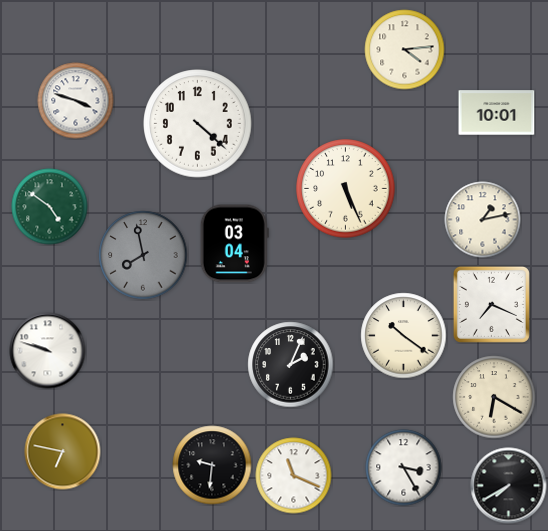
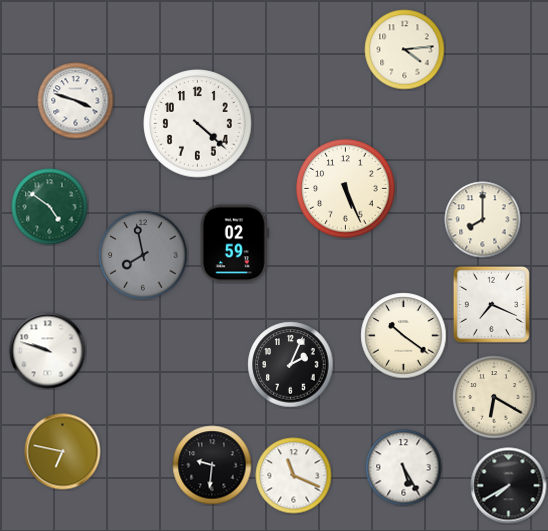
clock at (497, 113): 10:01 -> none
clock at (483, 220): 1:13 -> 8:00
clock at (234, 244): 03:04 -> 02:59
clock at (404, 468): 3:25 -> 5:25
